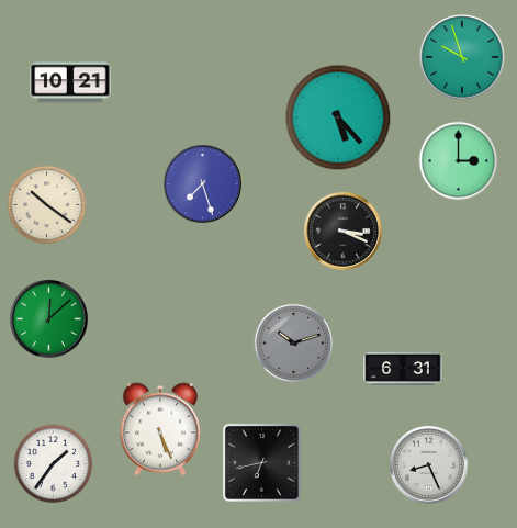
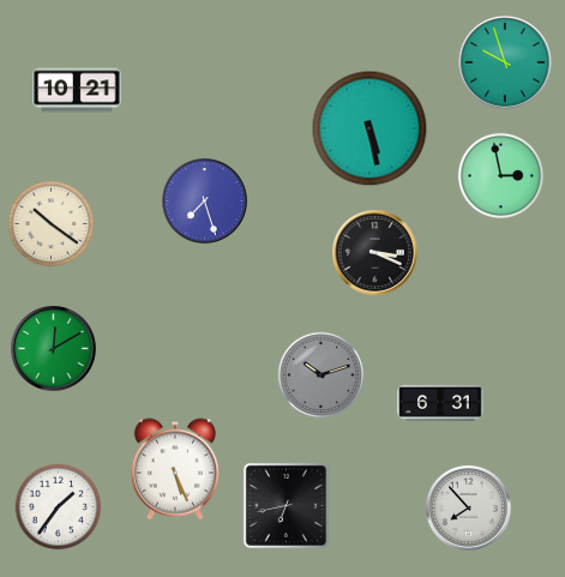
clock at (338, 117): 5:23 -> 5:28
clock at (459, 161): 3:00 -> 2:58
clock at (203, 184) position: (203, 184) -> (205, 202)
clock at (49, 319): 12:08 -> 12:10
clock at (429, 465): 8:26 -> 7:53
